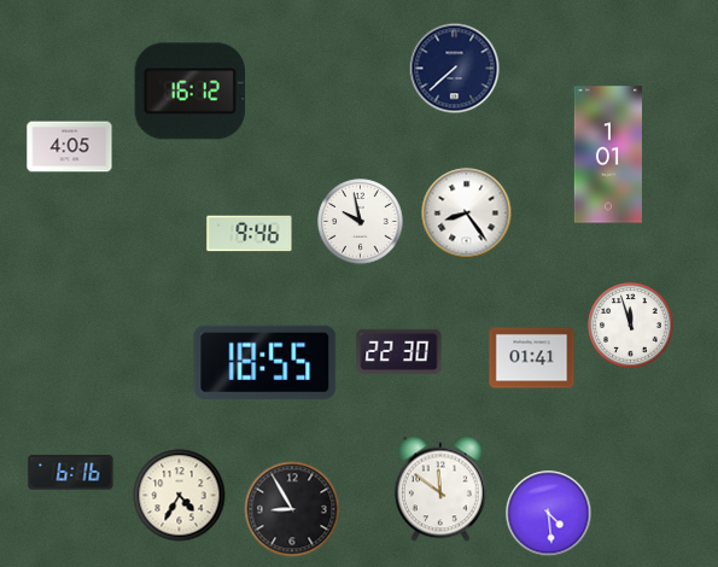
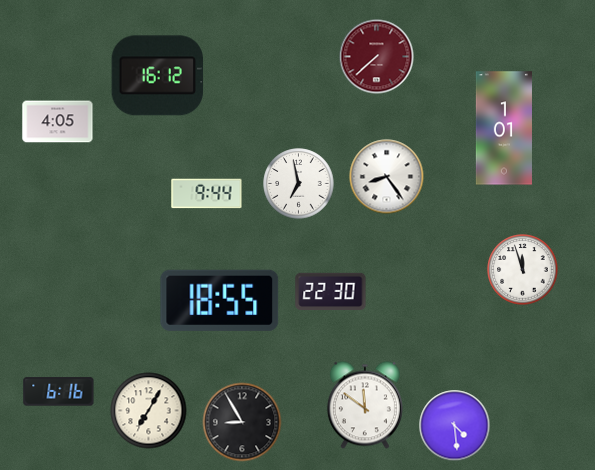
clock at (455, 69) dial: navy -> burgundy
clock at (361, 222): 9:58 -> 6:58
clock at (250, 234): 9:46 -> 9:44
clock at (532, 358): 01:41 -> none
clock at (180, 496): 4:35 -> 7:05
